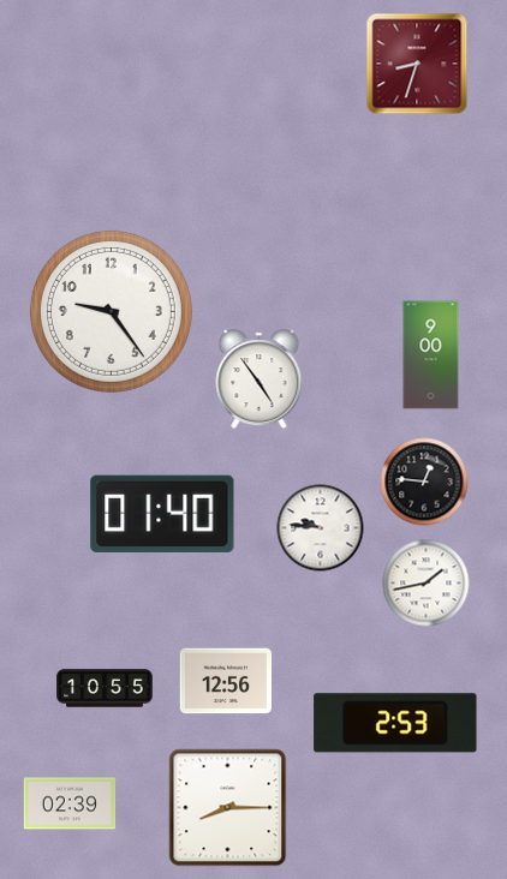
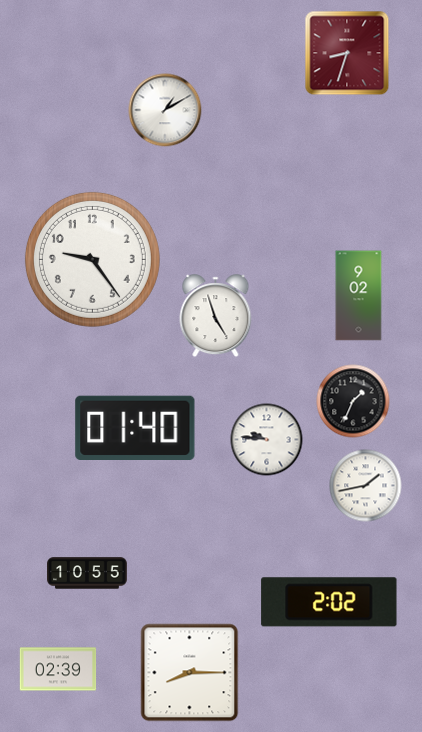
clock at (165, 110): none -> 1:10
clock at (431, 355): 9:00 -> 9:02
clock at (260, 379): 4:54 -> 4:57
clock at (424, 482): 12:46 -> 1:34
clock at (427, 584) position: (427, 584) -> (366, 486)
clock at (226, 681): 12:56 -> none
clock at (395, 723): 2:53 -> 2:02
